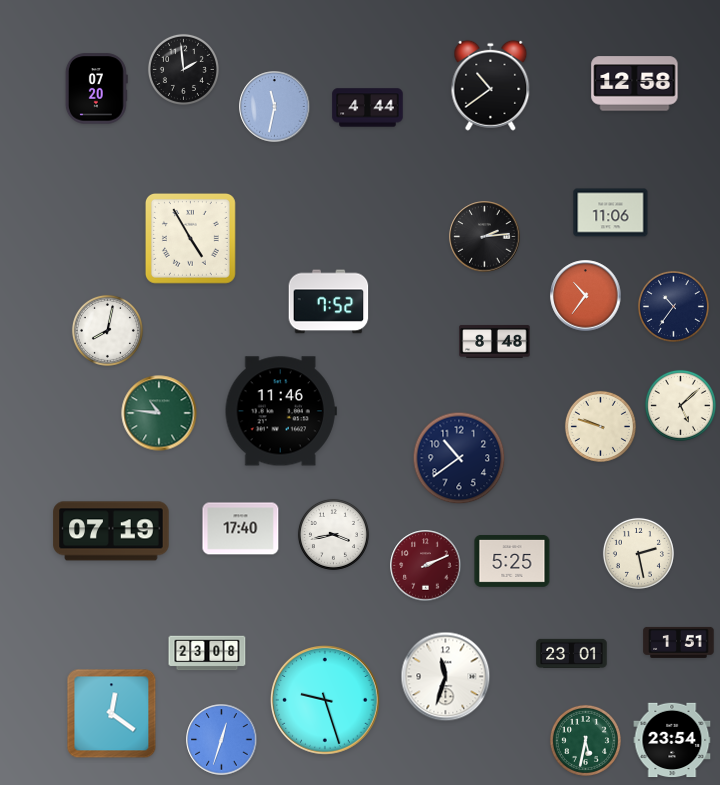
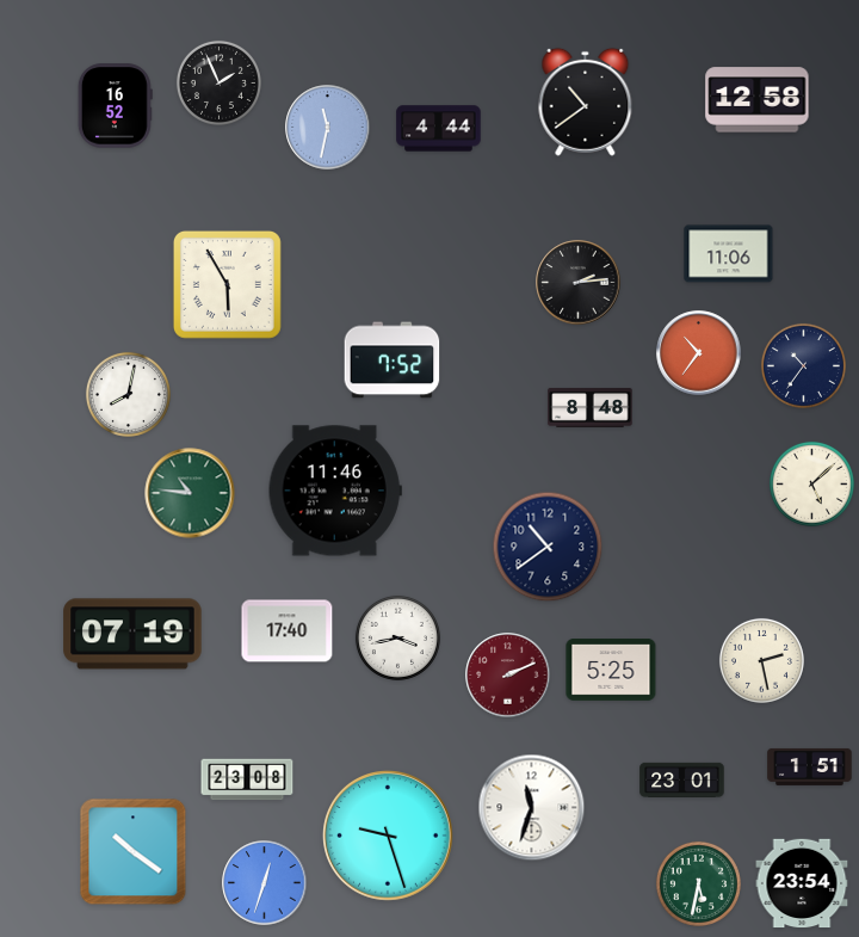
clock at (183, 69): 1:59 -> 1:56
clock at (96, 89): 07:20 -> 16:52
clock at (190, 238): 4:55 -> 5:55
clock at (600, 426): 9:48 -> none
clock at (112, 714): 12:21 -> 10:21
